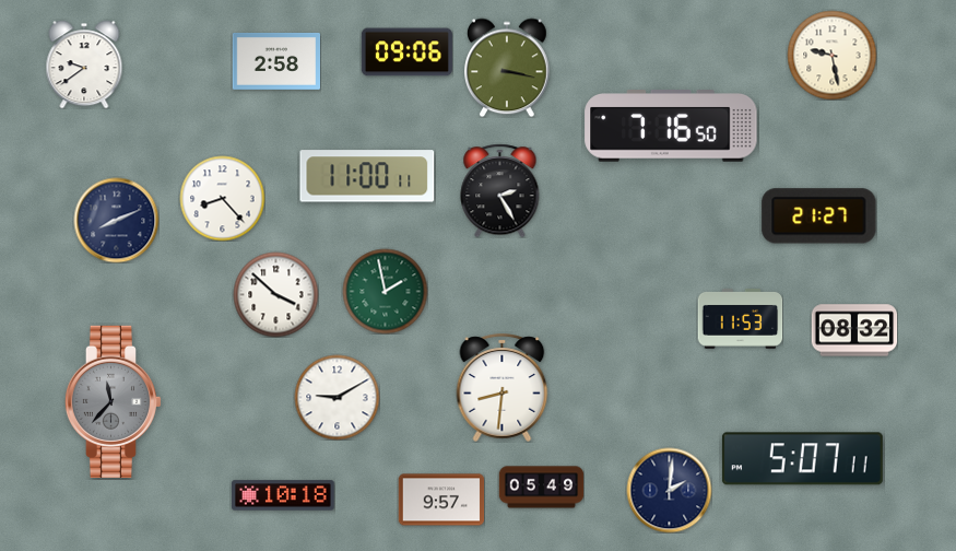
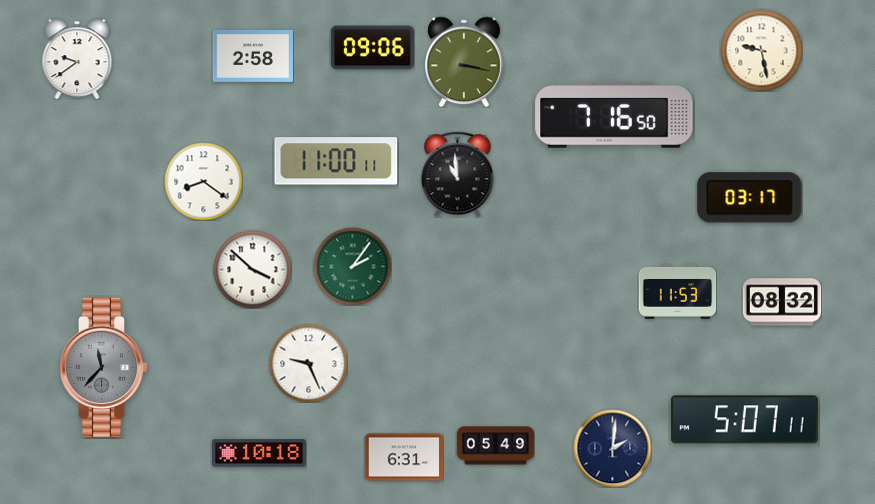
clock at (500, 190): 2:25 -> 10:59
clock at (222, 198): 8:23 -> 8:21
clock at (819, 216): 21:27 -> 03:17
clock at (116, 220): 8:11 -> none
clock at (385, 291): 1:58 -> 2:06
clock at (503, 387): 8:31 -> none
clock at (337, 397): 9:10 -> 9:26
clock at (802, 459) position: (802, 459) -> (744, 420)
clock at (441, 500): 9:57 -> 6:31
